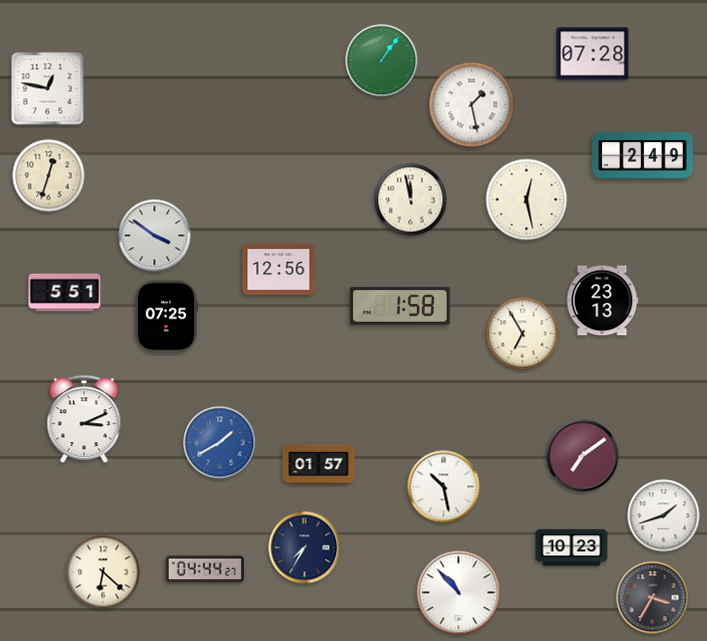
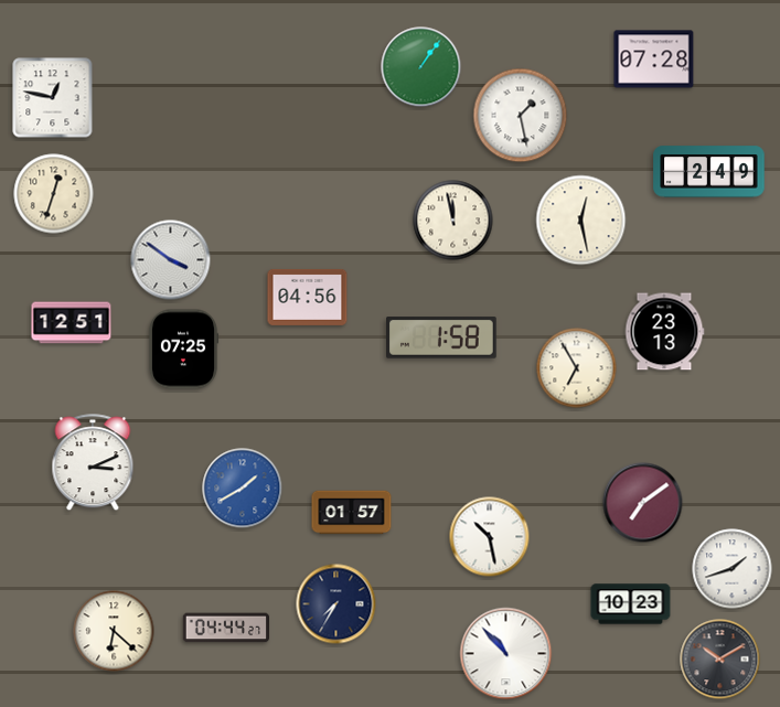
clock at (279, 269): 12:56 -> 04:56
clock at (65, 293): 5:51 -> 12:51
clock at (653, 598): 3:35 -> 10:10
